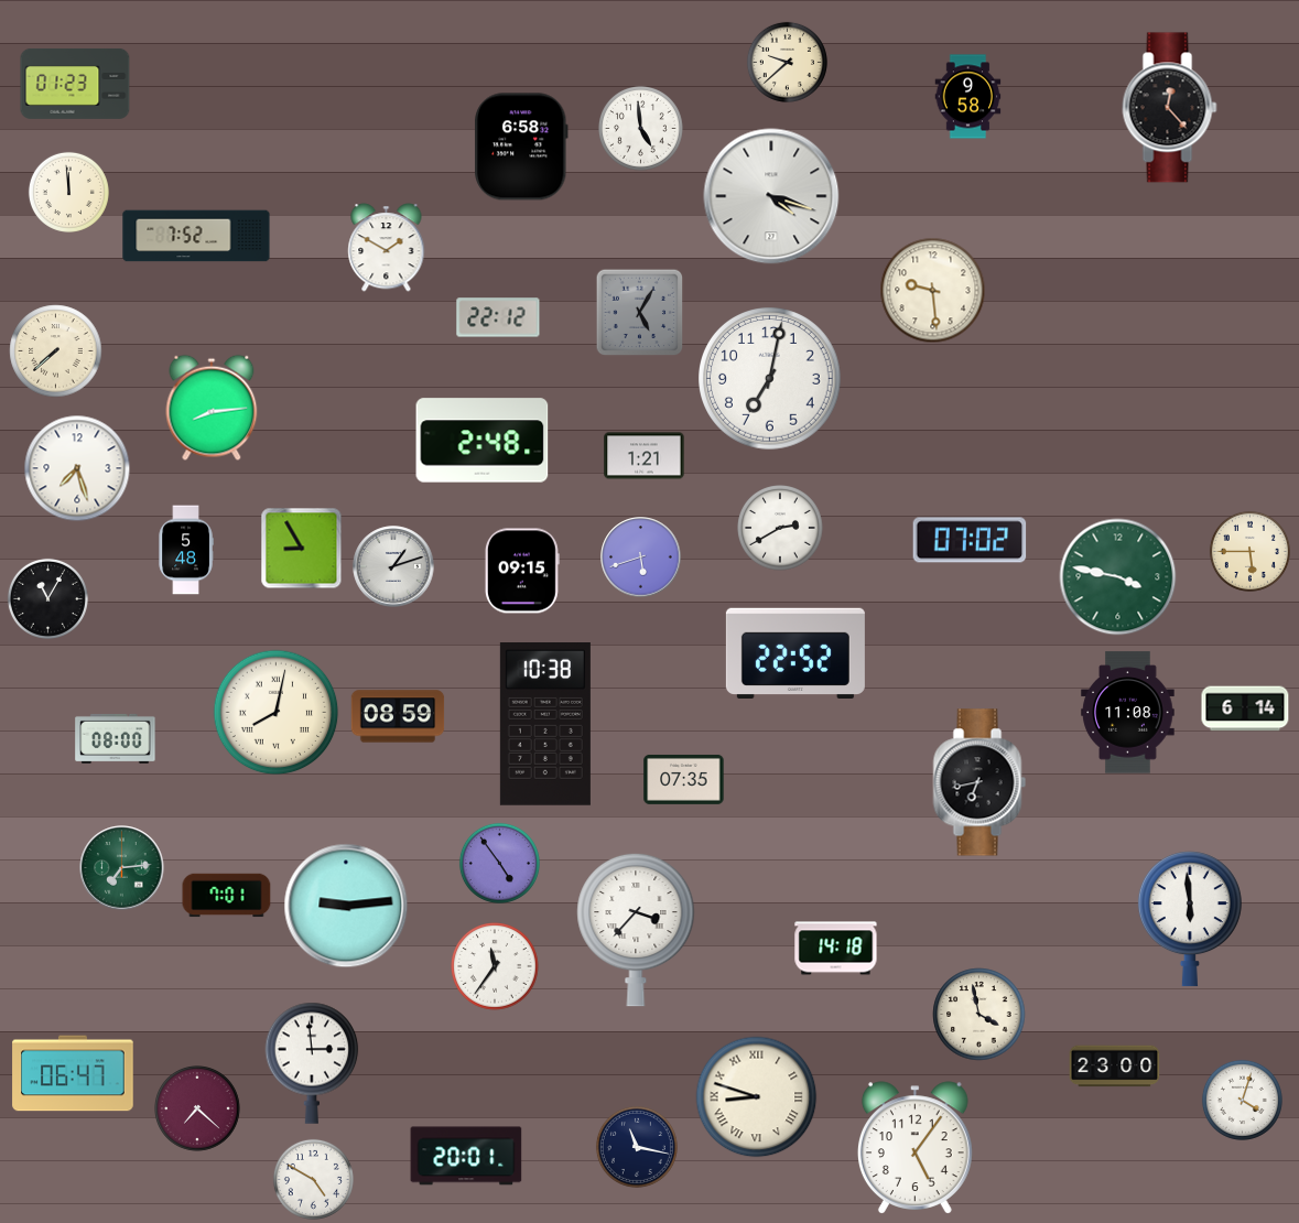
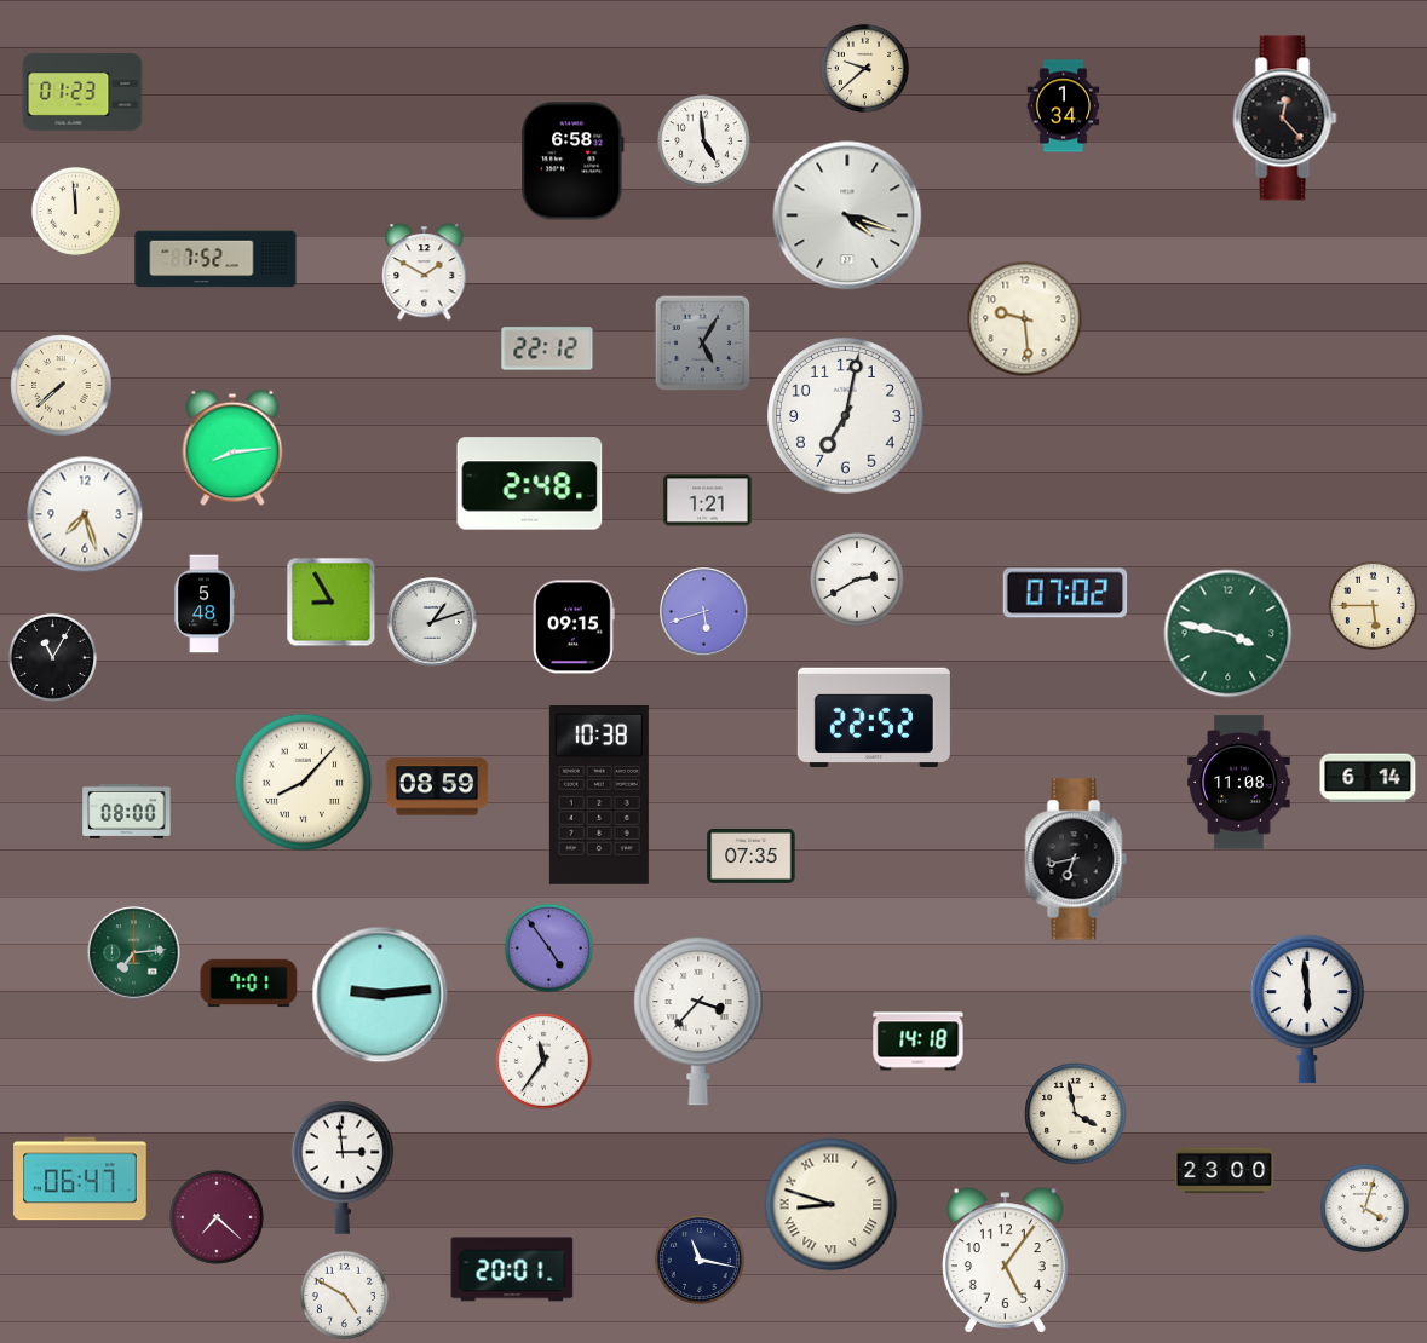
clock at (968, 97): 9:58 -> 1:34
clock at (277, 713): 8:02 -> 8:07
